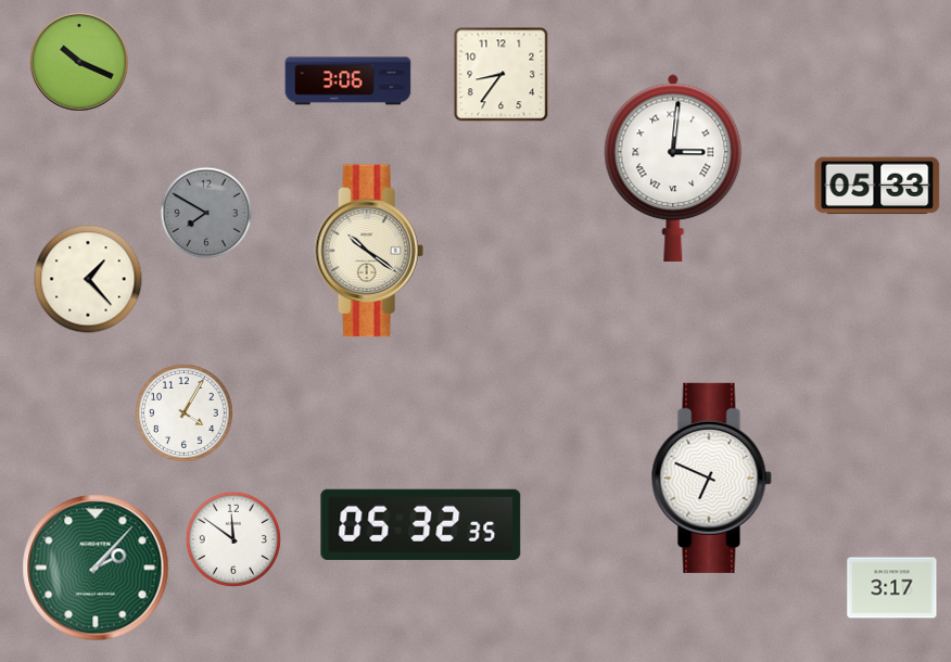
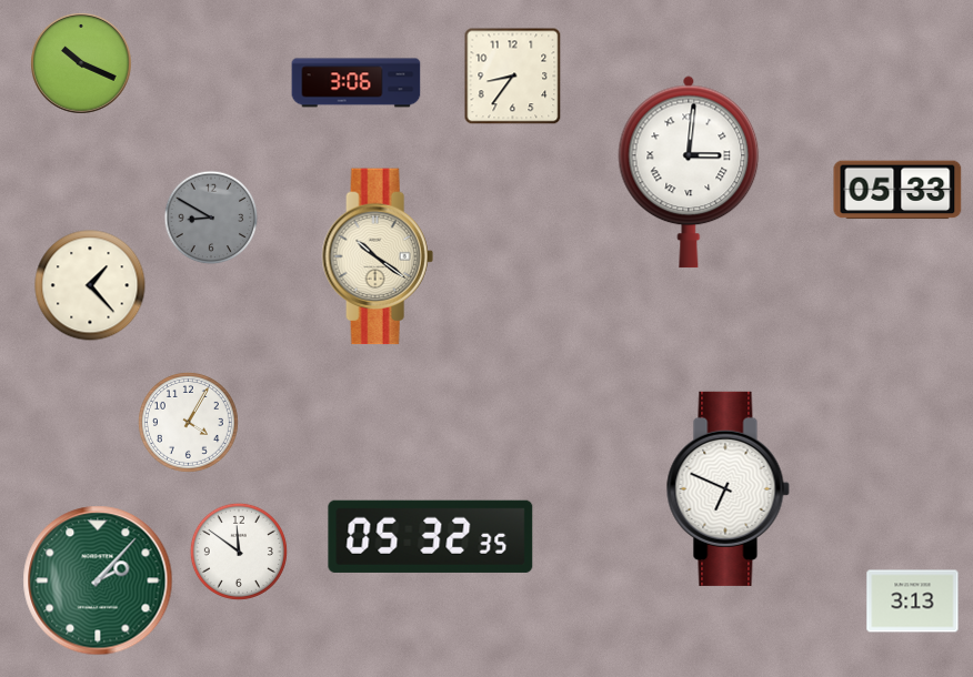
clock at (206, 213): 7:50 -> 8:50
clock at (892, 588): 3:17 -> 3:13
